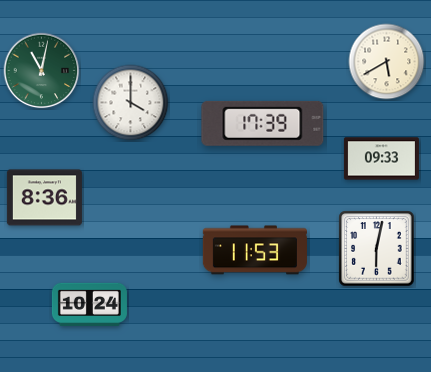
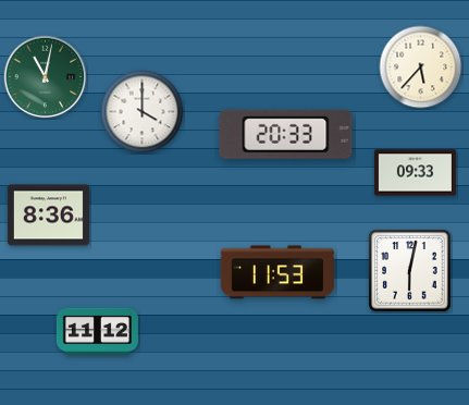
clock at (387, 62): 5:40 -> 5:37
clock at (263, 123): 17:39 -> 20:33
clock at (89, 304): 10:24 -> 11:12
